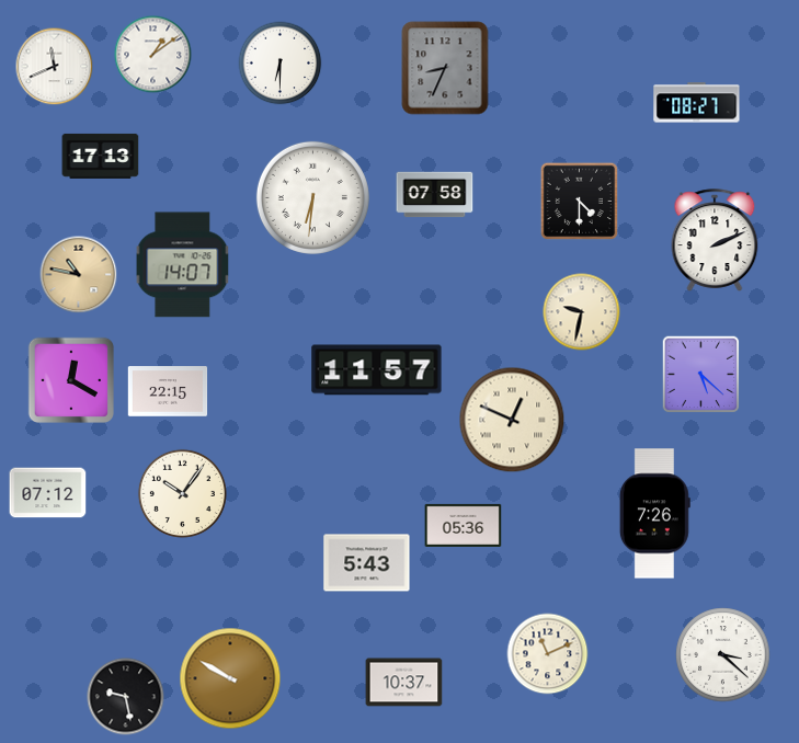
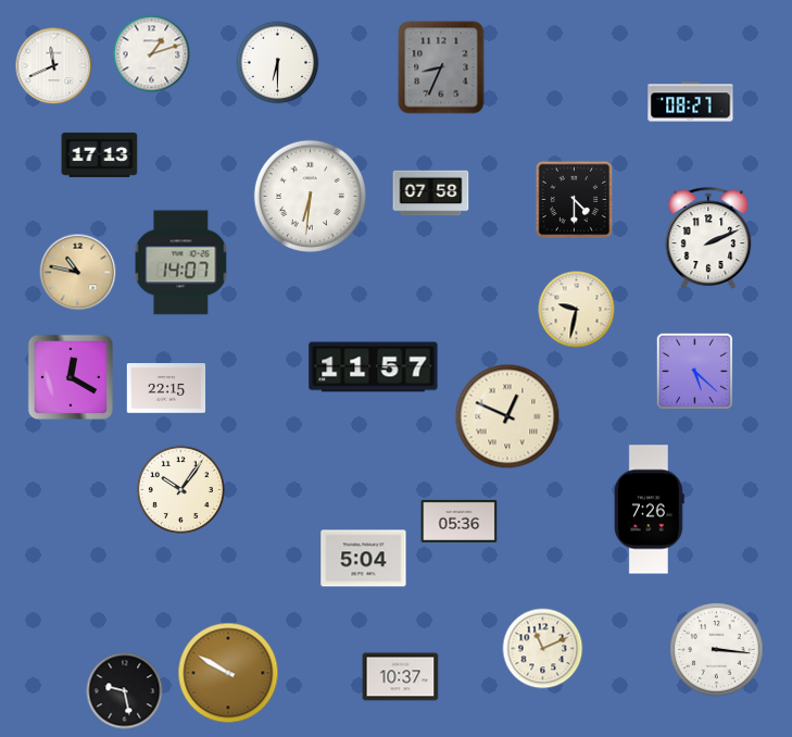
clock at (153, 55): 1:09 -> 1:12
clock at (48, 493): 07:12 -> none
clock at (367, 563): 5:43 -> 5:04
clock at (723, 655): 3:22 -> 3:16
